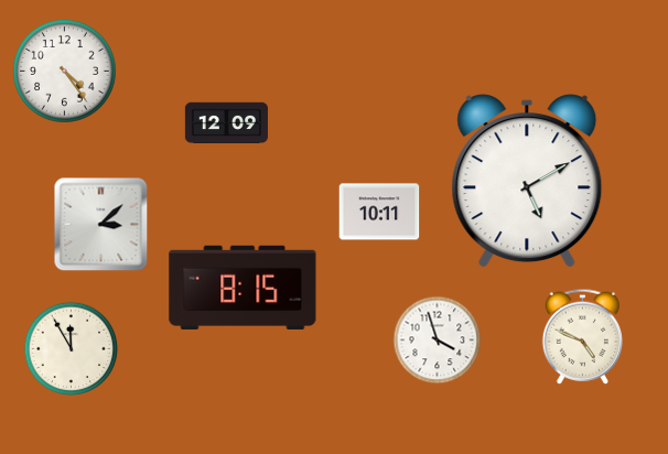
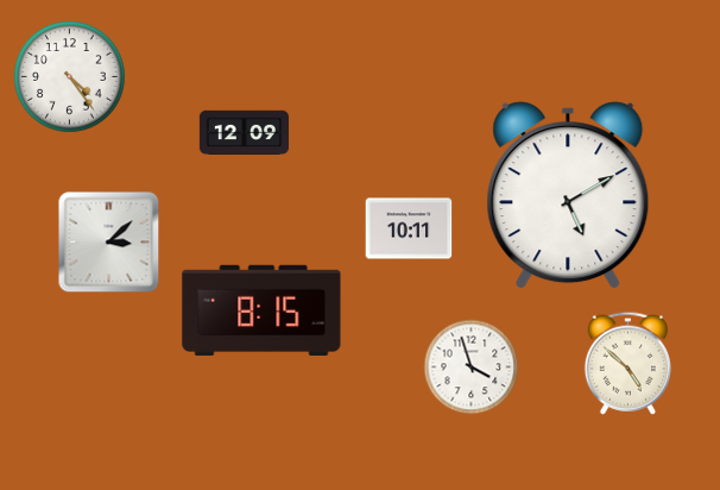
clock at (582, 336): 4:49 -> 4:52
clock at (72, 349): 11:55 -> none
